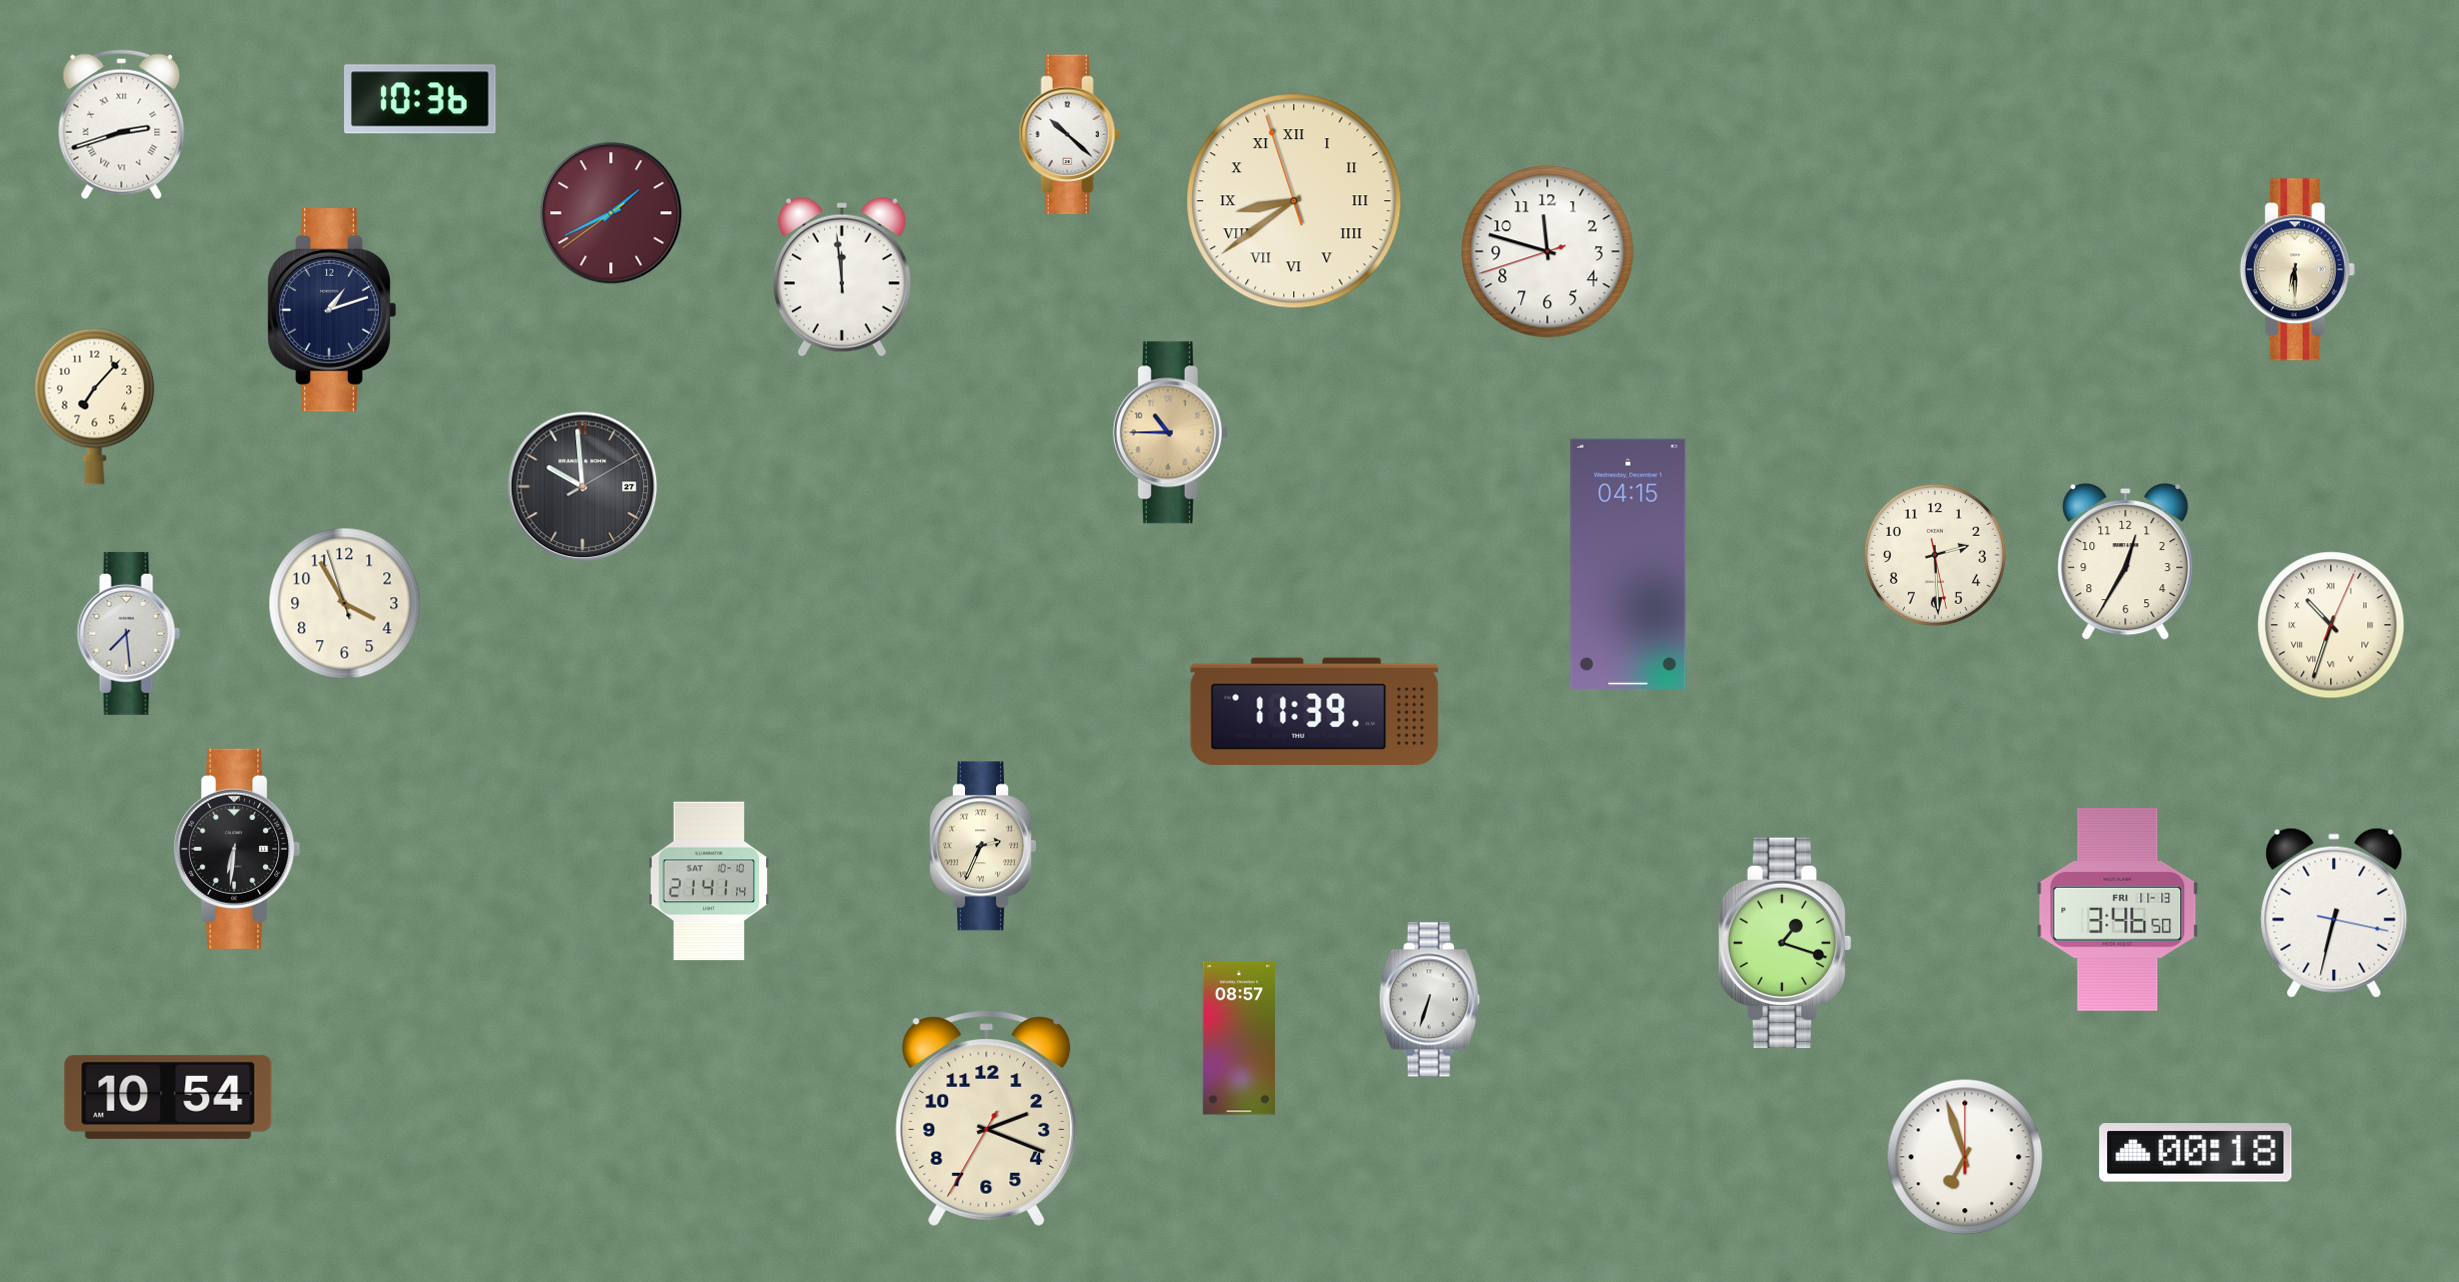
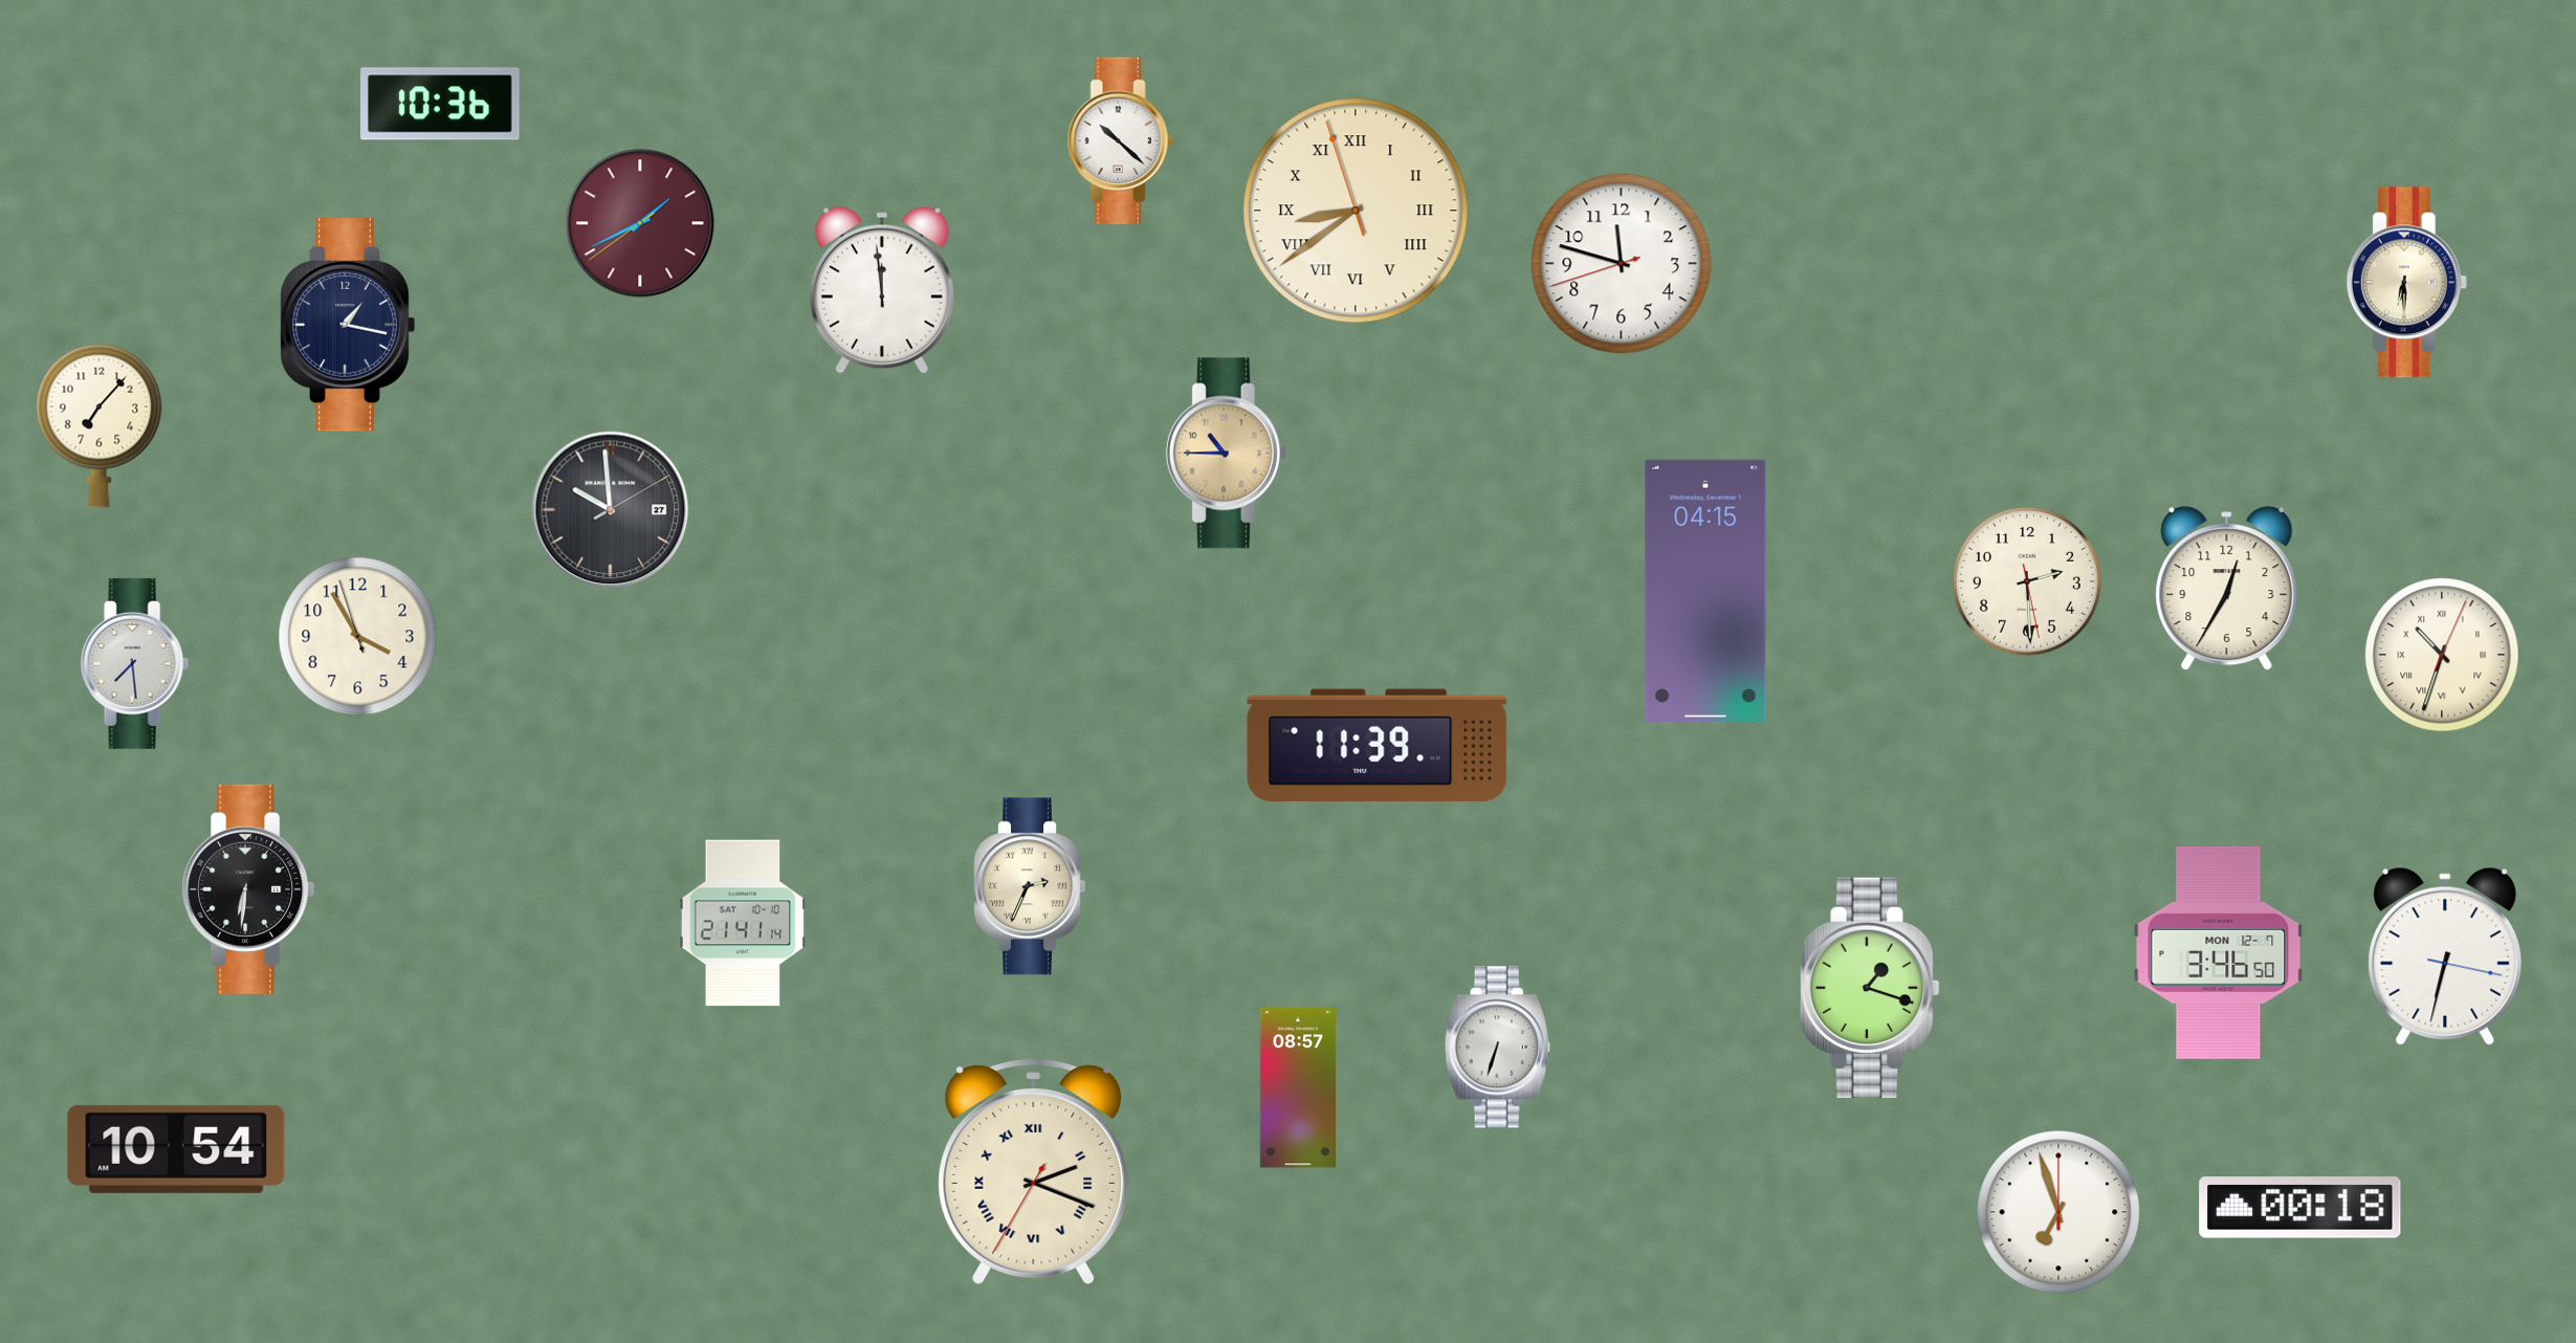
clock at (122, 125): 2:42 -> none
clock at (332, 310): 1:12 -> 1:17
clock at (345, 604) position: (345, 604) -> (358, 637)
clock at (2118, 909) date: FRI 11-13 -> MON 12-7
clock at (987, 1118) numerals: Arabic -> Roman
